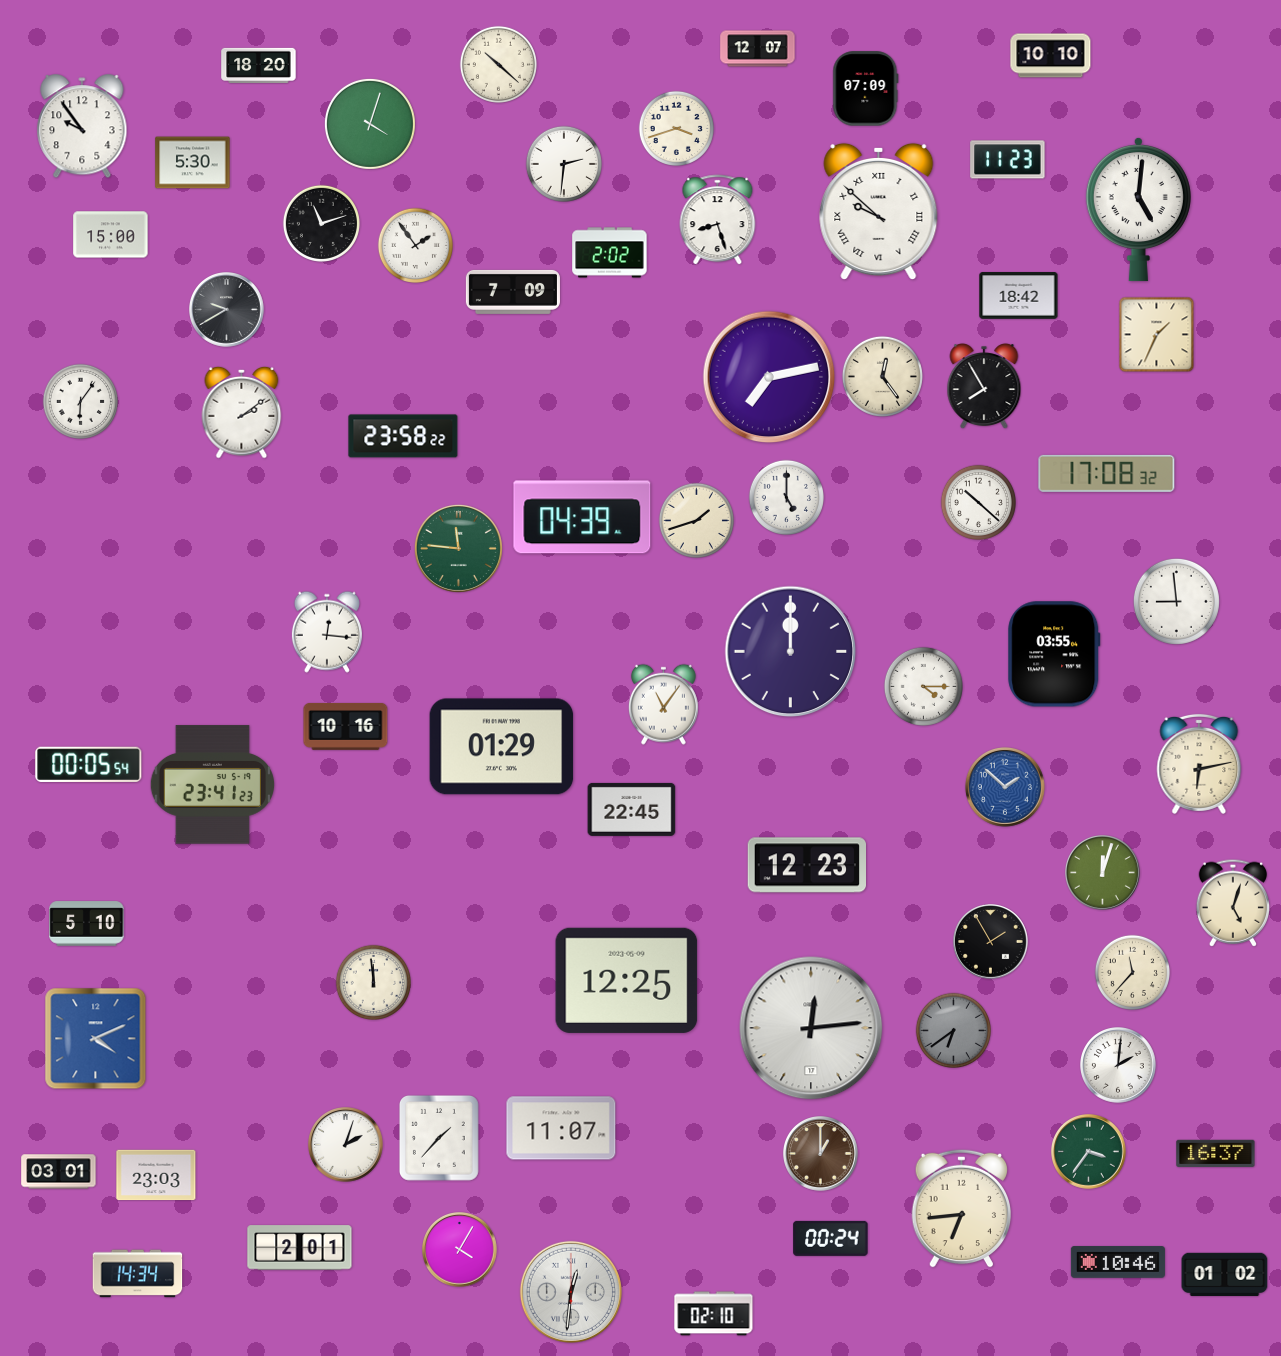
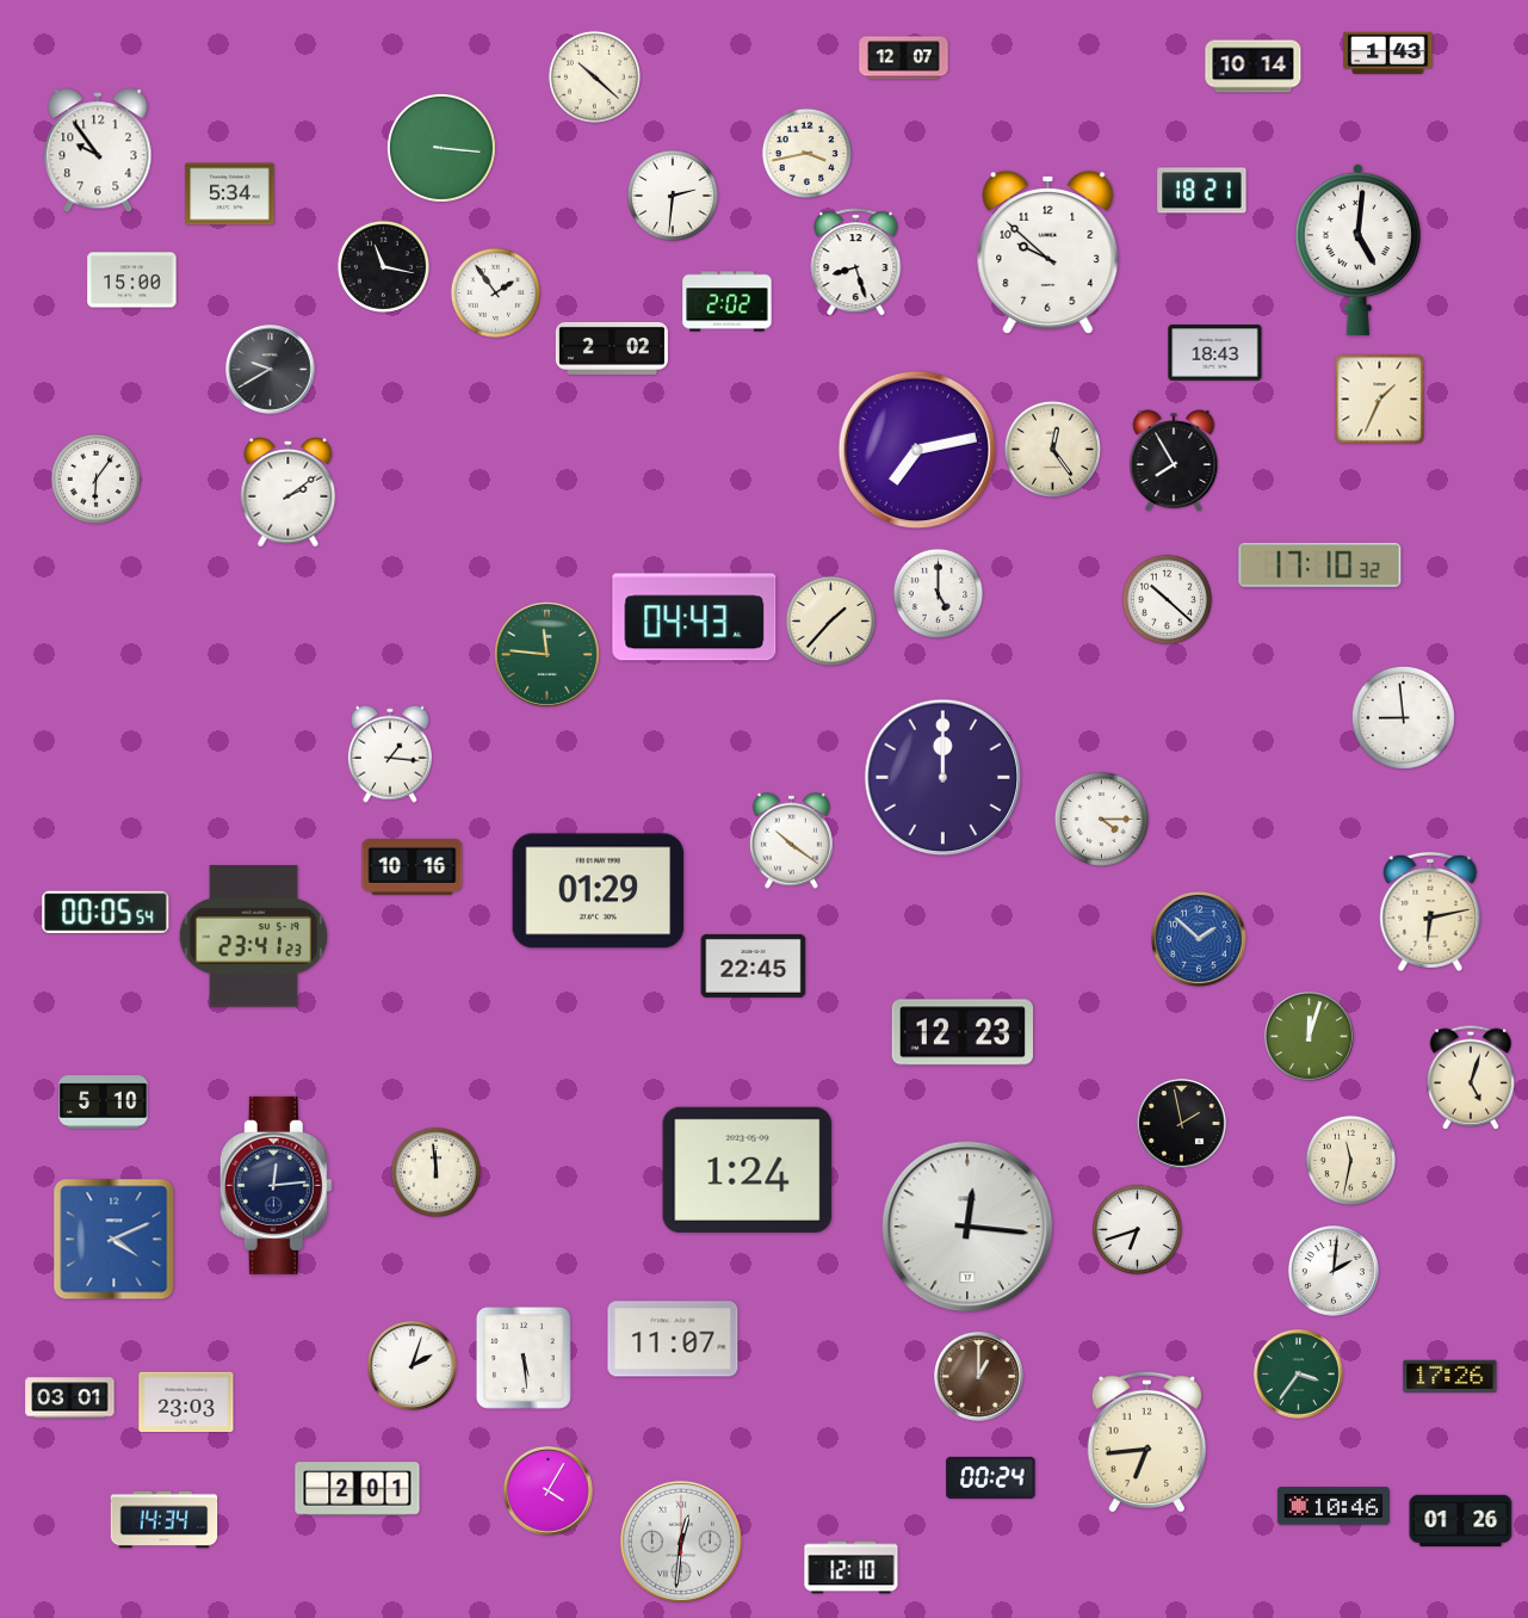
clock at (1388, 53): none -> 1:43
clock at (1051, 56): 10:10 -> 10:14
clock at (259, 65): 18:20 -> none
clock at (866, 89): 07:09 -> none
clock at (370, 124): 4:03 -> 3:16
clock at (676, 128): 3:42 -> 3:43
clock at (1008, 160): 11:23 -> 18:21
clock at (193, 163): 5:30 -> 5:34
clock at (879, 211) numerals: Roman -> Arabic
clock at (321, 223): 11:12 -> 11:17
clock at (513, 292): 7:09 -> 2:02
clock at (1019, 296): 18:42 -> 18:43
clock at (403, 436): 23:58 -> none
clock at (1107, 473): 17:08 -> 17:10
clock at (582, 517): 04:39 -> 04:43
clock at (696, 520): 1:42 -> 1:37
clock at (327, 632): 12:16 -> 1:16
clock at (1054, 654): 03:55 -> none
clock at (663, 704): 11:06 -> 10:21
clock at (1103, 873) position: (1103, 873) -> (1310, 1037)
clock at (991, 942): 1:55 -> 1:58
clock at (1132, 972): 11:37 -> 11:32
clock at (627, 980): 12:25 -> 1:24
clock at (373, 982) position: (373, 982) -> (435, 1172)
clock at (276, 1185): none -> 12:14
clock at (811, 1028): 12:14 -> 12:16
clock at (953, 1030): 6:39 -> 6:42
clock at (953, 1030) dial: grey -> white
clock at (561, 1128) position: (561, 1128) -> (673, 1339)
clock at (439, 1138): 1:37 -> 5:29
clock at (1216, 1153): 16:37 -> 17:26
clock at (1225, 1274): 01:02 -> 01:26
clock at (714, 1314): 02:10 -> 12:10
